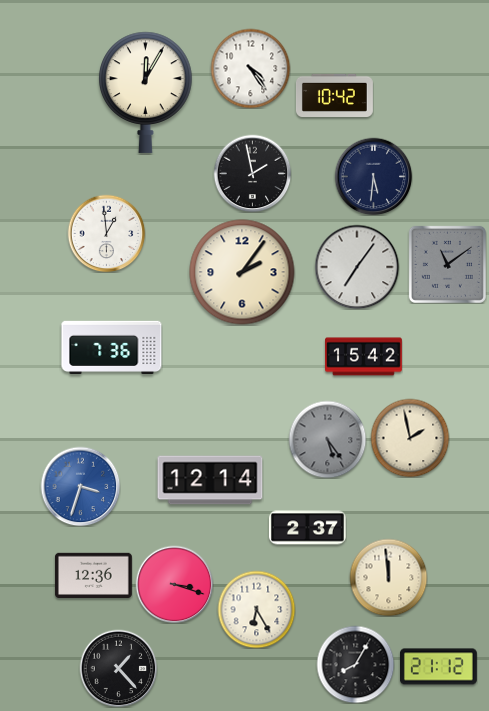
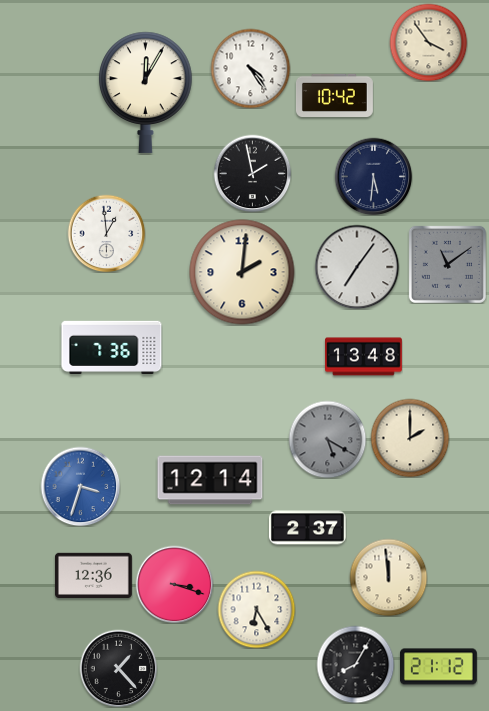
clock at (428, 42): none -> 3:54
clock at (242, 272): 2:06 -> 2:01
clock at (364, 357): 15:42 -> 13:48
clock at (410, 438): 1:58 -> 2:00
clock at (327, 439): 5:24 -> 5:20
